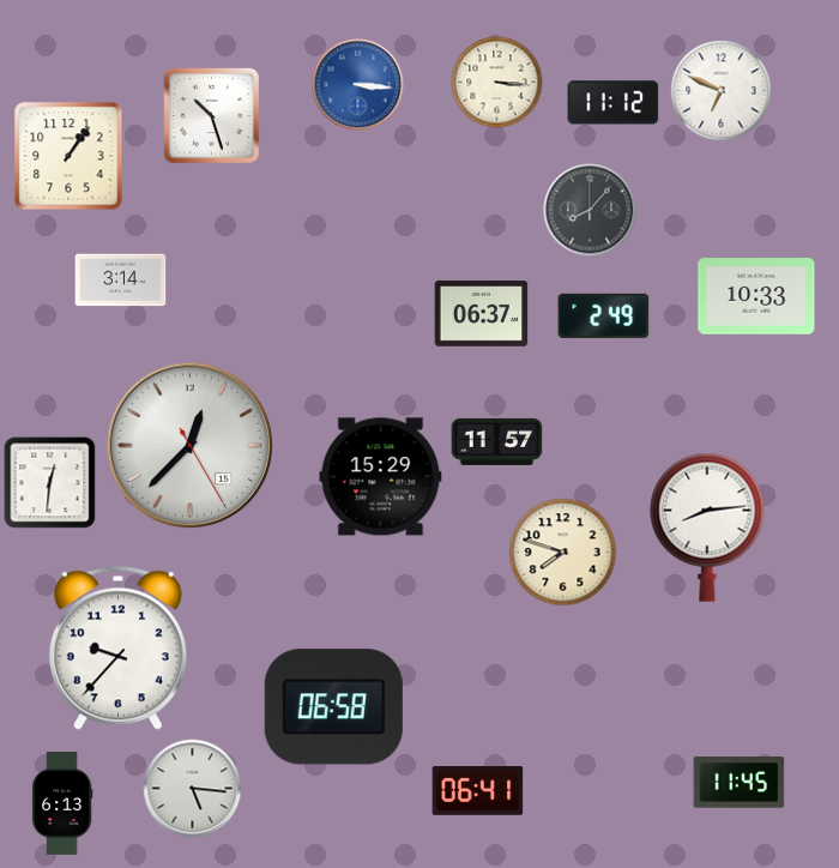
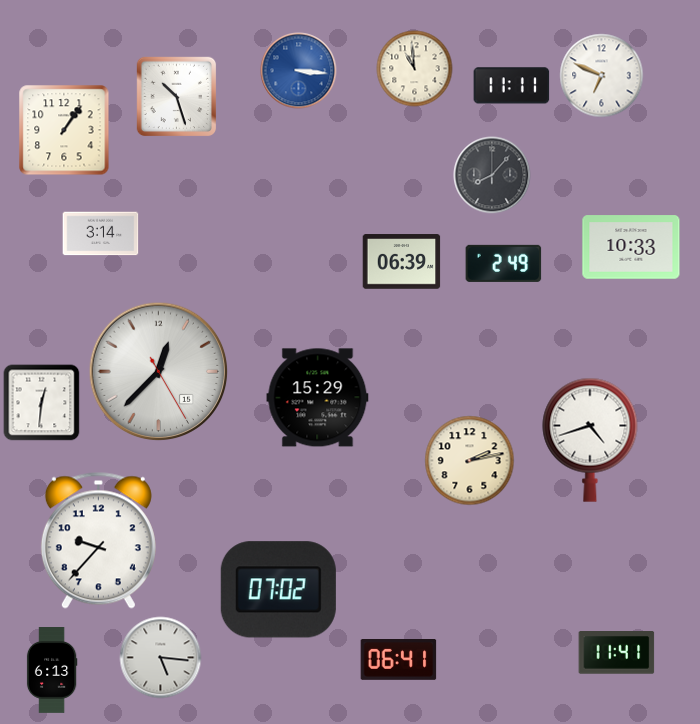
clock at (497, 83): 3:16 -> 10:59
clock at (614, 103): 11:12 -> 11:11
clock at (68, 156) position: (68, 156) -> (64, 130)
clock at (482, 314): 06:37 -> 06:39
clock at (497, 441): 11:57 -> none
clock at (707, 528): 8:14 -> 4:42
clock at (563, 553): 7:48 -> 2:13
clock at (333, 707): 06:58 -> 07:02
clock at (740, 783): 11:45 -> 11:41
